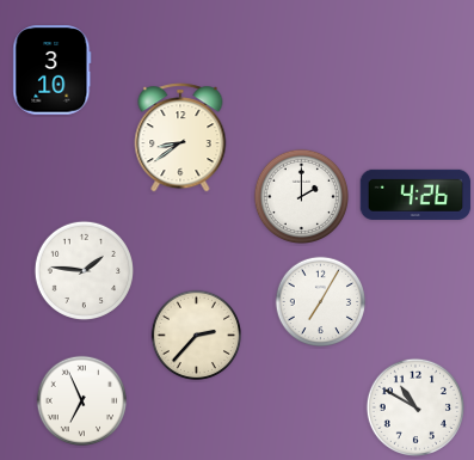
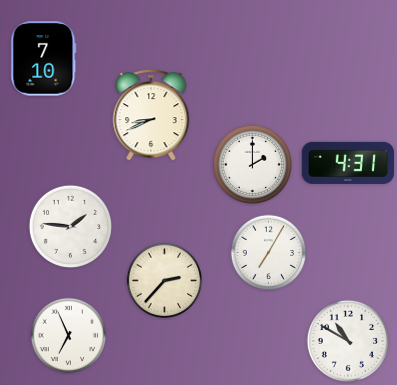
clock at (53, 70): 3:10 -> 7:10
clock at (180, 137): 8:39 -> 8:41
clock at (415, 195): 4:26 -> 4:31
